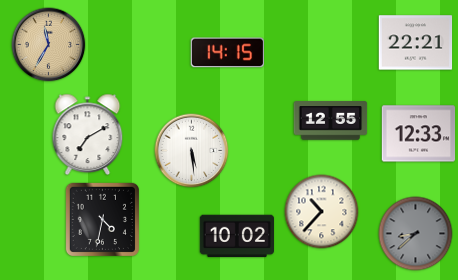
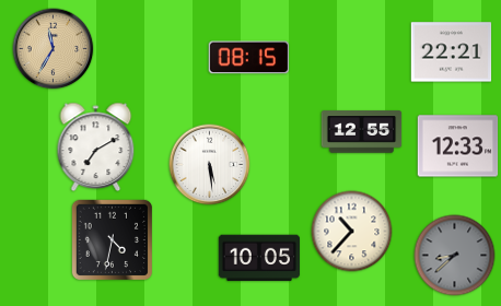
clock at (416, 43) position: (416, 43) -> (452, 52)
clock at (227, 53): 14:15 -> 08:15
clock at (236, 236): 10:02 -> 10:05
